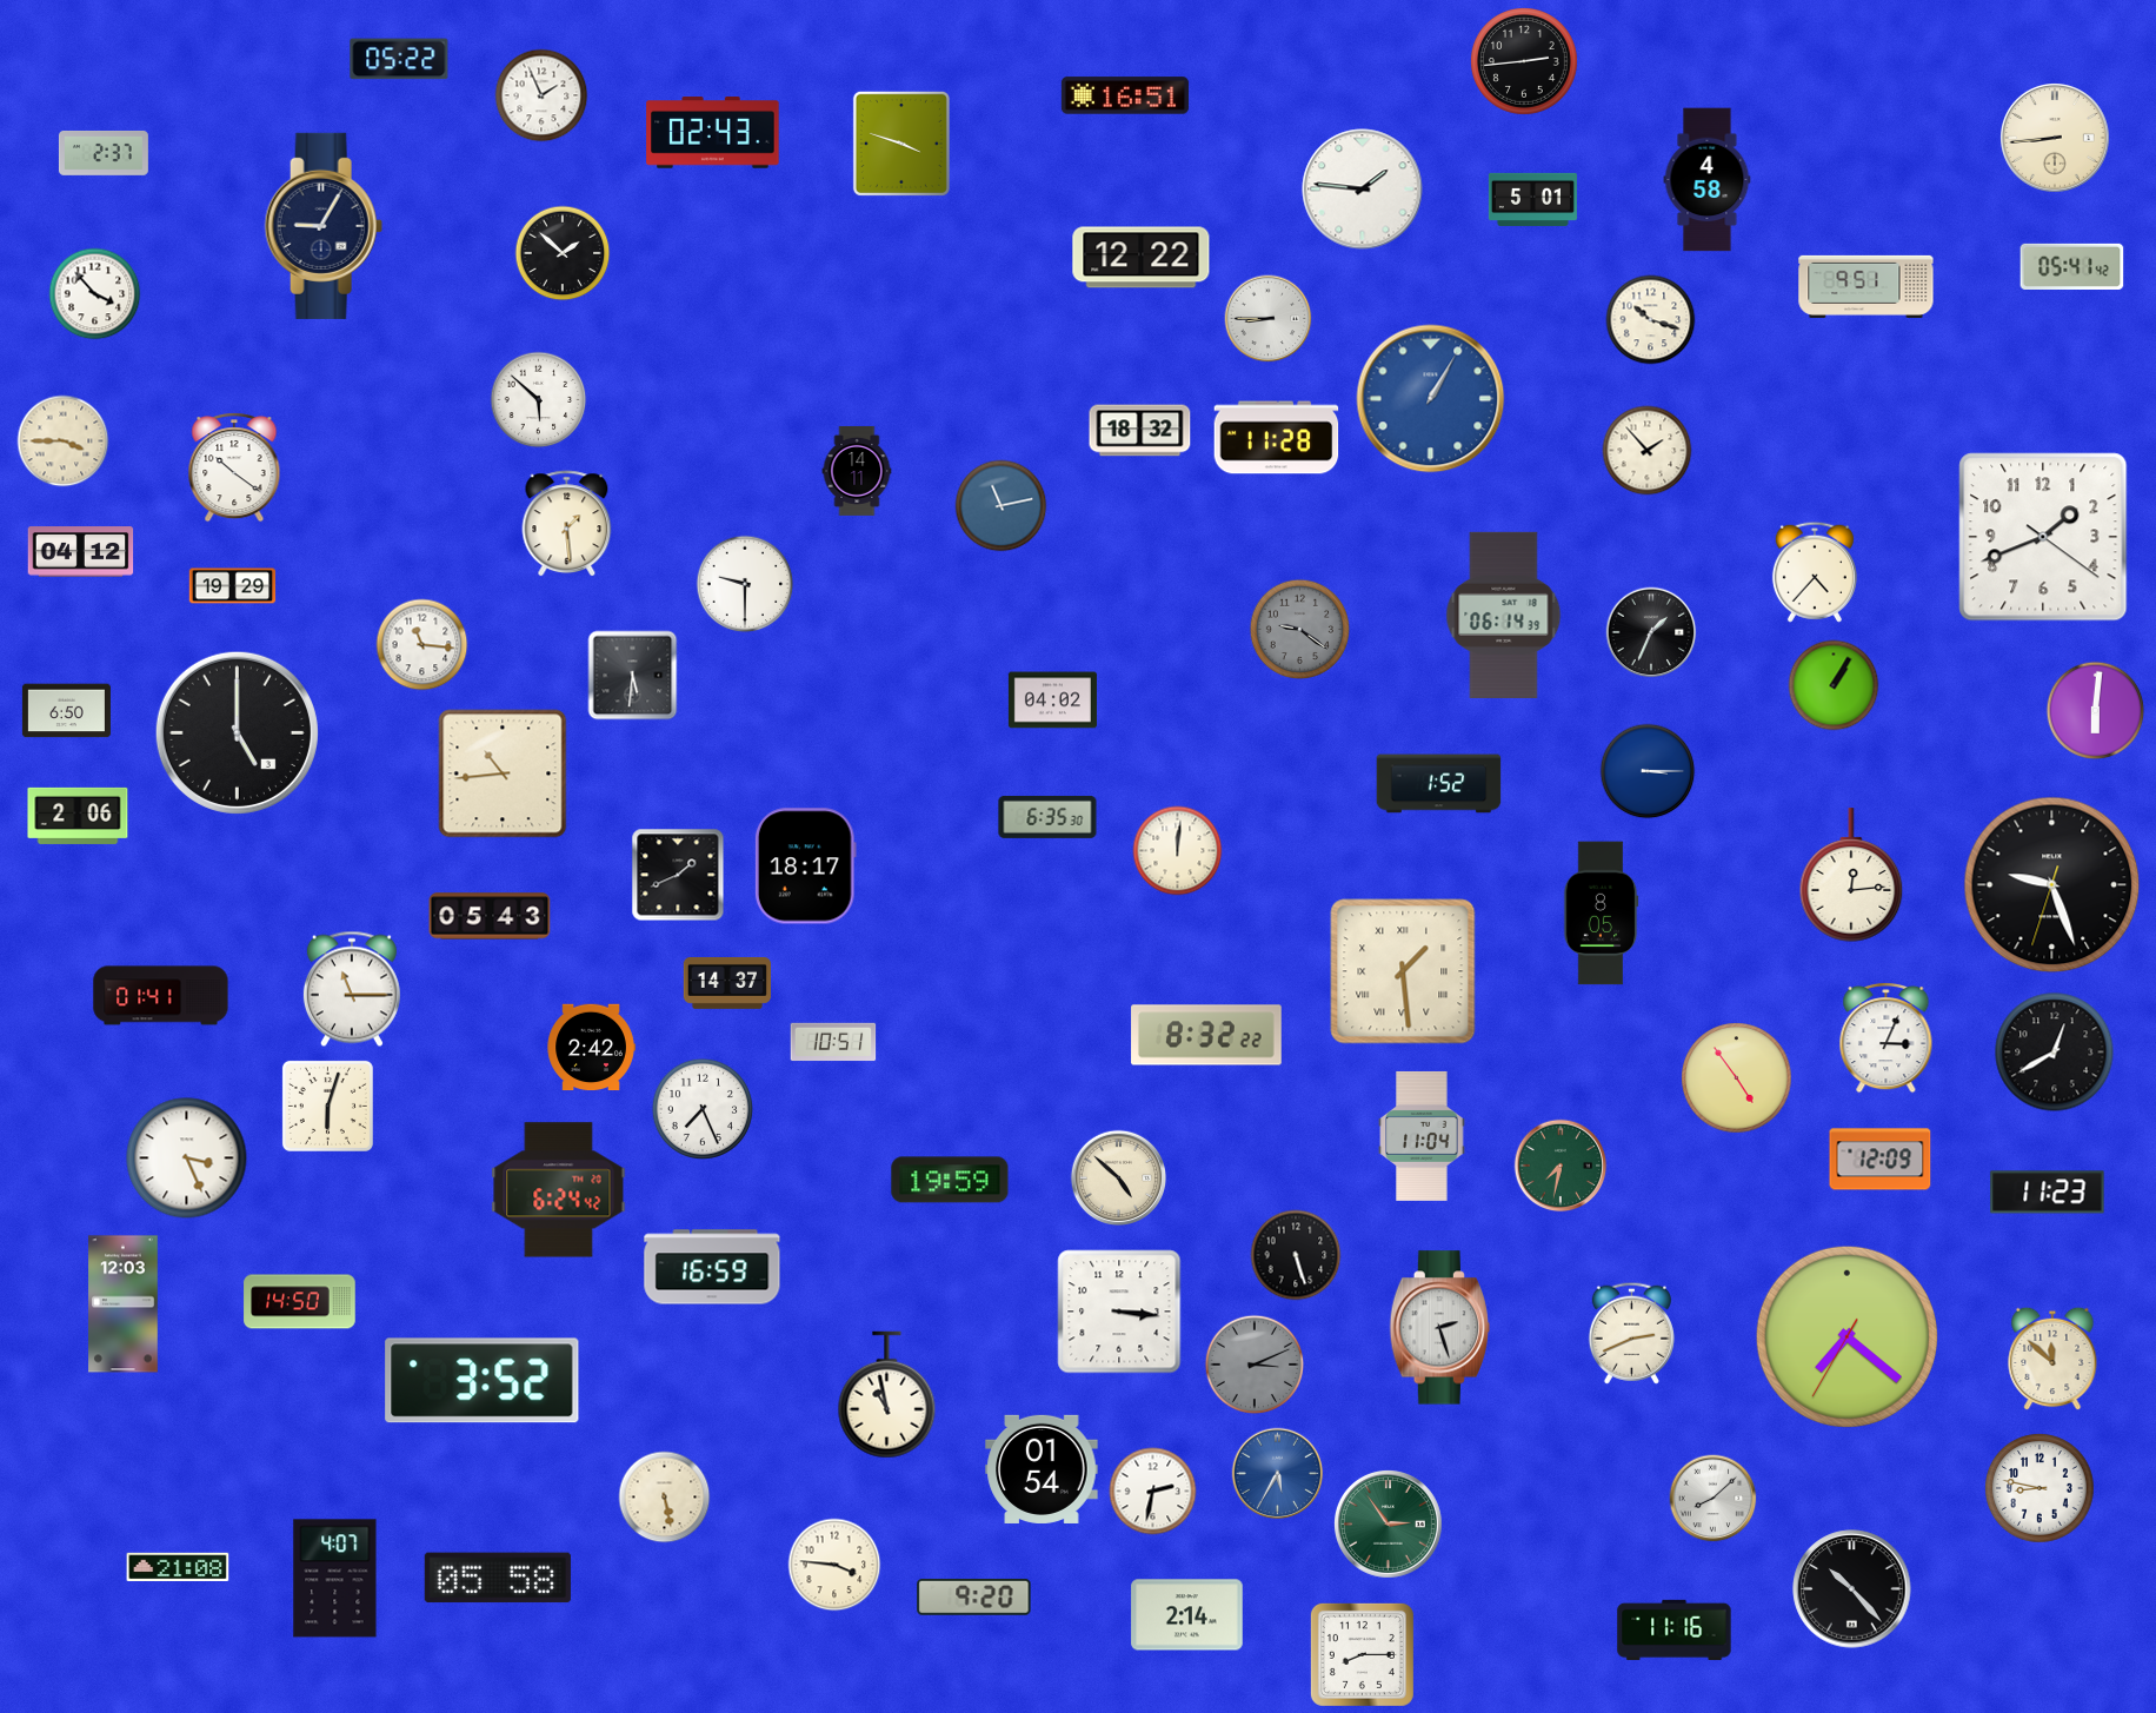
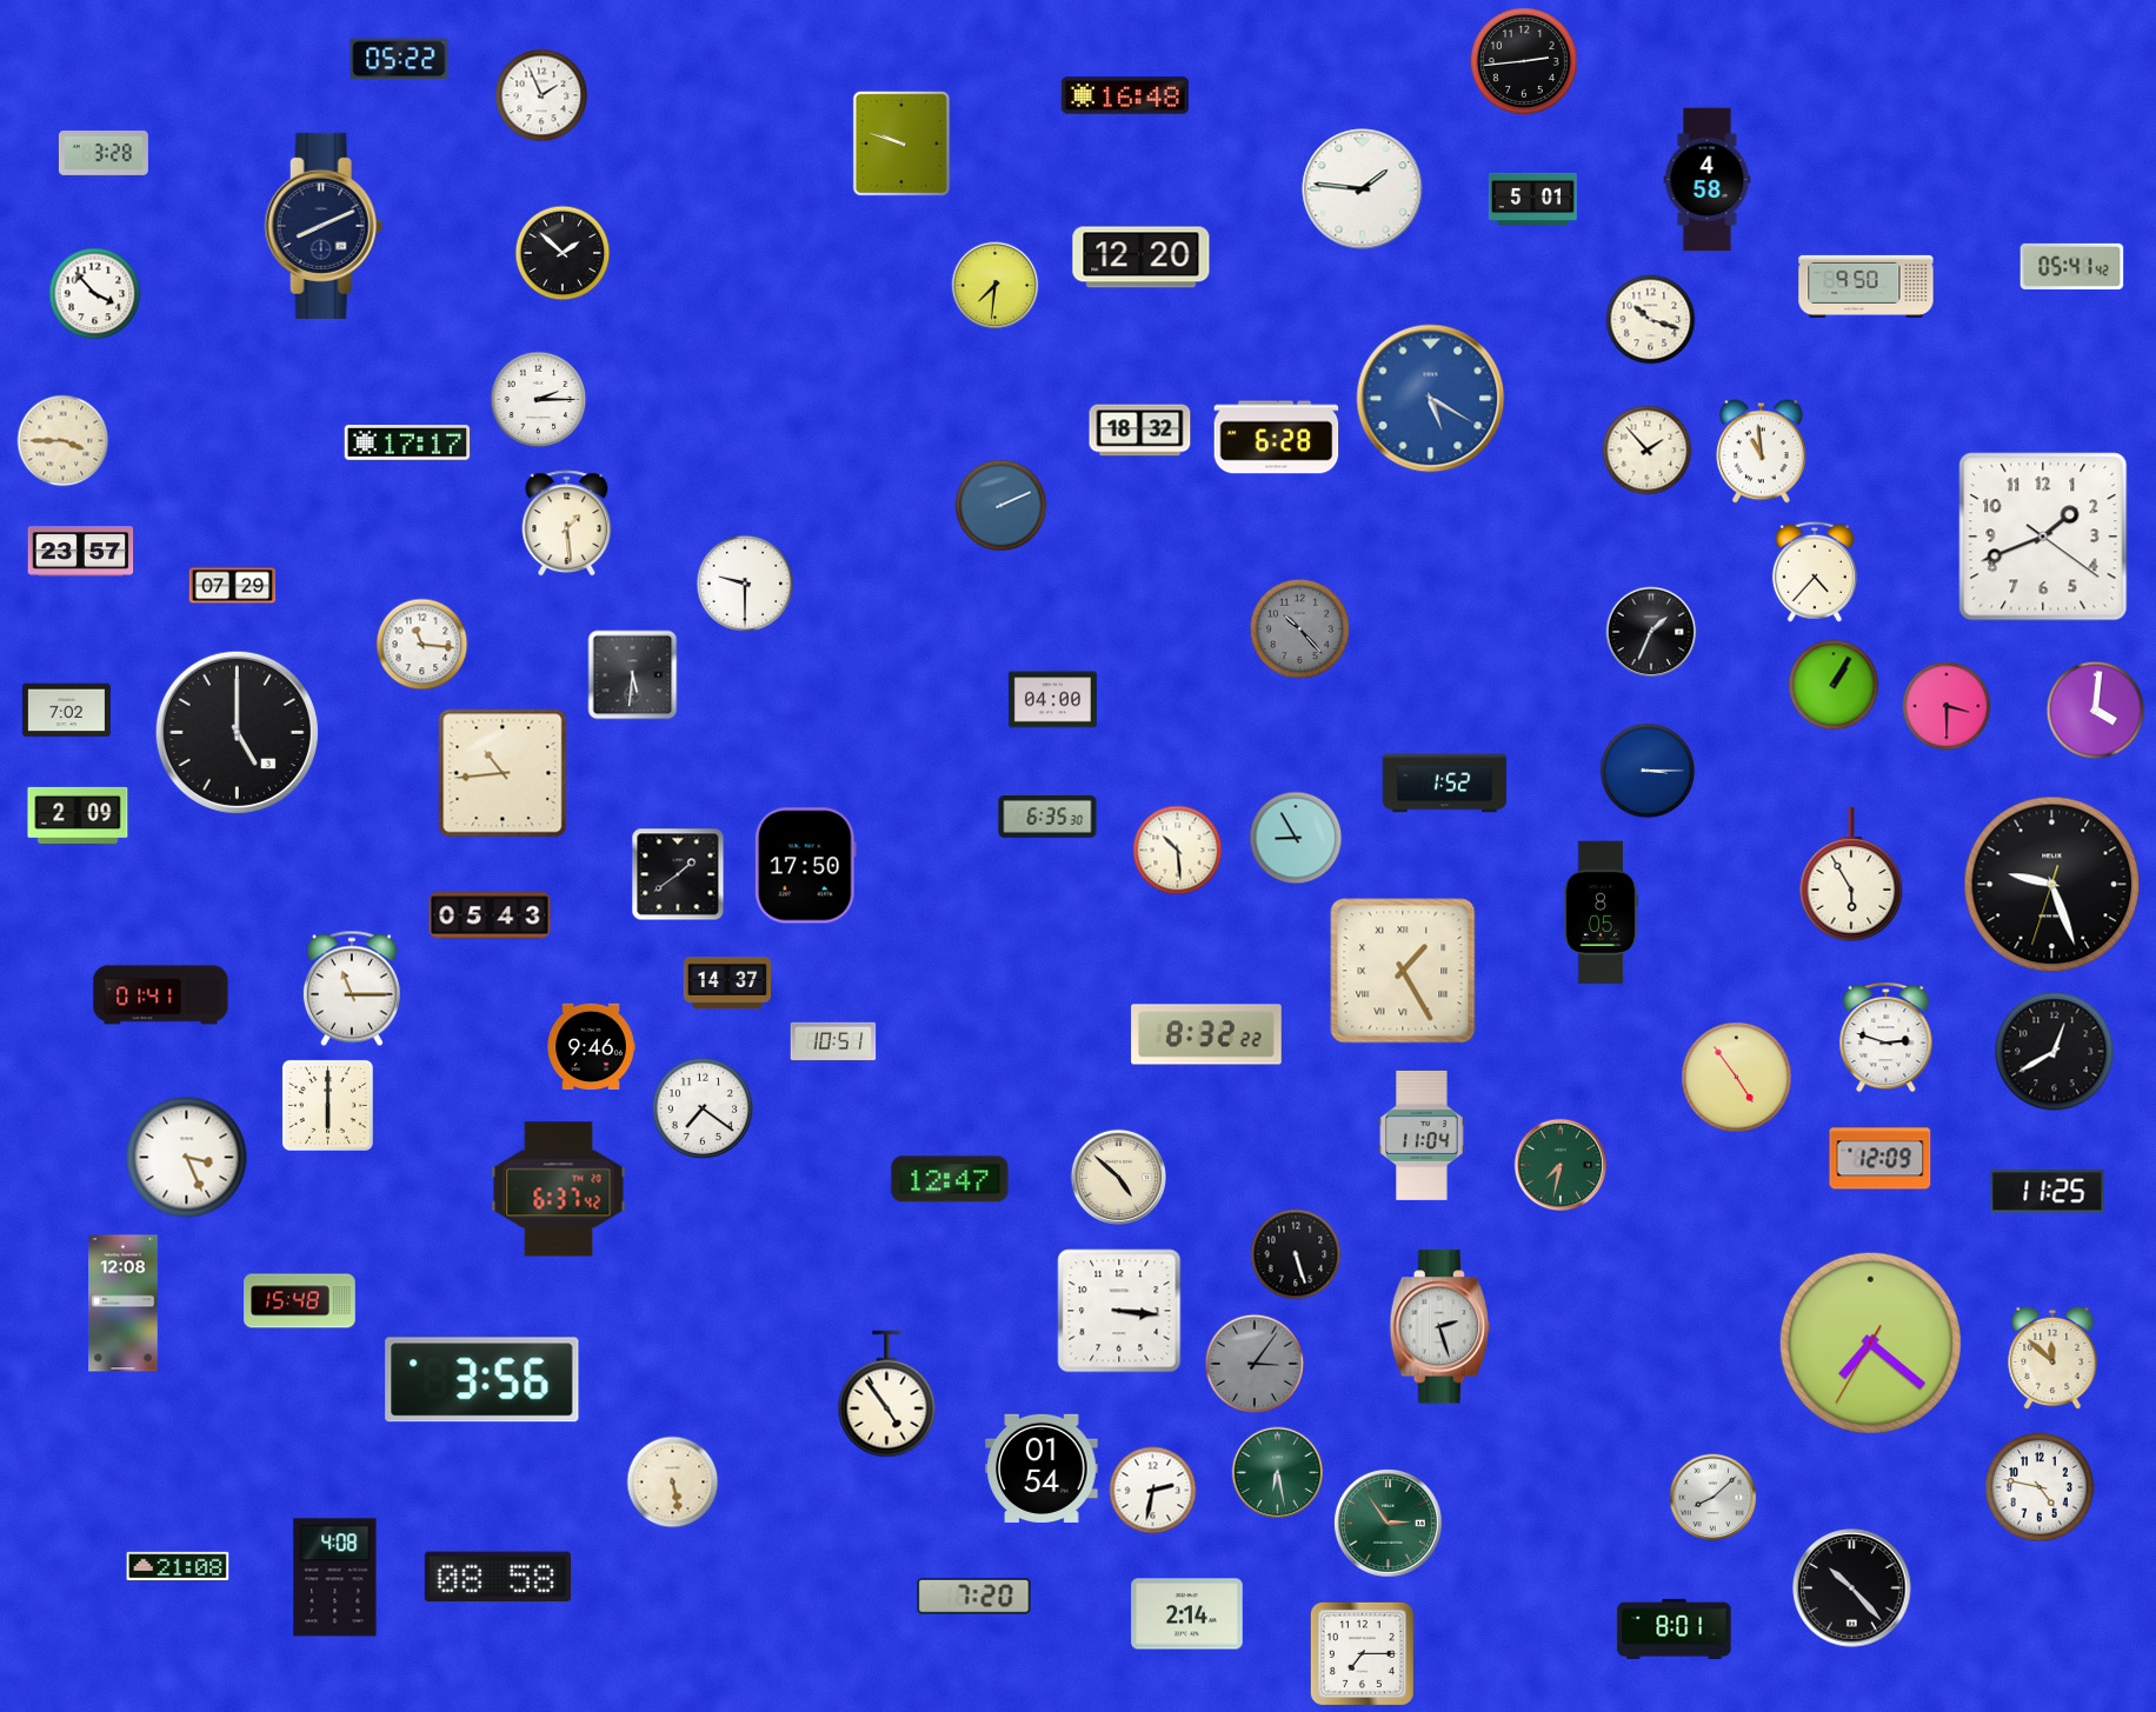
clock at (1125, 95): 16:51 -> 16:48
clock at (713, 133): 02:43 -> none
clock at (2056, 139): 8:44 -> none
clock at (901, 144): 3:48 -> 9:48
clock at (104, 153): 2:37 -> 3:28
clock at (324, 226): 9:05 -> 8:11
clock at (1142, 258): 12:22 -> 12:20
clock at (996, 286): none -> 7:31
clock at (1866, 286): 9:51 -> 9:50
clock at (1269, 319): 8:45 -> none
clock at (1431, 399): 1:05 -> 5:20
clock at (539, 400): 5:52 -> 2:15
clock at (1277, 438): 11:28 -> 6:28
clock at (407, 444): none -> 17:17
clock at (1762, 452): none -> 10:59
clock at (234, 467): 10:21 -> none
clock at (857, 471): 14:11 -> none
clock at (1002, 506): 11:13 -> 2:11
clock at (81, 552): 04:12 -> 23:57
clock at (233, 586): 19:29 -> 07:29
clock at (1504, 615): 06:14 -> none
clock at (1299, 629): 9:21 -> 10:23
clock at (1052, 701): 04:02 -> 04:00
clock at (1947, 706): none -> 3:30
clock at (66, 711): 6:50 -> 7:02
clock at (2096, 711): 6:01 -> 4:01
clock at (1439, 784) position: (1439, 784) -> (1445, 784)
clock at (78, 816): 2:06 -> 2:09
clock at (1296, 838): none -> 8:55
clock at (1178, 851): 12:01 -> 10:29
clock at (805, 867): 18:17 -> 17:50
clock at (678, 875): 1:41 -> 1:39
clock at (1851, 875): 12:14 -> 5:55
clock at (1403, 971): 1:29 -> 1:25
clock at (1886, 1037): 3:04 -> 2:48
clock at (591, 1048): 2:42 -> 9:46
clock at (327, 1106): 6:03 -> 6:00
clock at (703, 1109): 7:26 -> 7:21
clock at (950, 1180): 19:59 -> 12:47
clock at (559, 1190): 6:24 -> 6:37
clock at (2048, 1193): 11:23 -> 11:25
clock at (712, 1267): 16:59 -> none
clock at (300, 1302): 14:50 -> 15:48
clock at (124, 1304): 12:03 -> 12:08
clock at (1631, 1333): 2:41 -> none
clock at (1846, 1336) position: (1846, 1336) -> (1870, 1343)
clock at (1255, 1365): 3:11 -> 3:06
clock at (483, 1381): 3:52 -> 3:56
clock at (887, 1395): 10:58 -> 4:54
clock at (1278, 1474): 5:35 -> 6:28
clock at (1278, 1474) dial: blue -> green
clock at (2039, 1488): 8:47 -> 4:47
clock at (665, 1498) position: (665, 1498) -> (673, 1483)
clock at (834, 1565): 3:46 -> none
clock at (498, 1578): 05:58 -> 08:58
clock at (335, 1579): 4:07 -> 4:08
clock at (974, 1596): 9:20 -> 7:20
clock at (1675, 1629): 11:16 -> 8:01
clock at (1362, 1654): 8:15 -> 7:15
